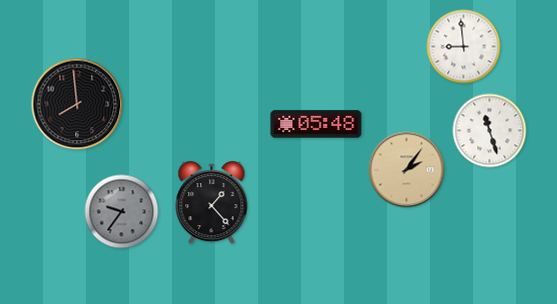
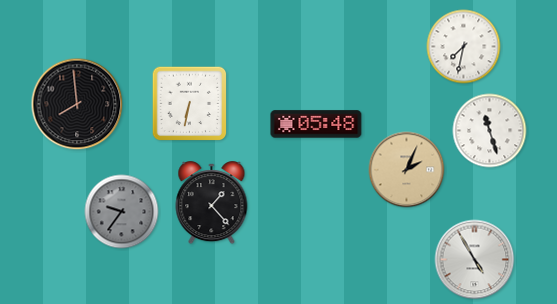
clock at (464, 47): 8:59 -> 7:32
clock at (190, 104): none -> 6:32
clock at (407, 170): 2:06 -> 2:04
clock at (475, 260): none -> 4:55
